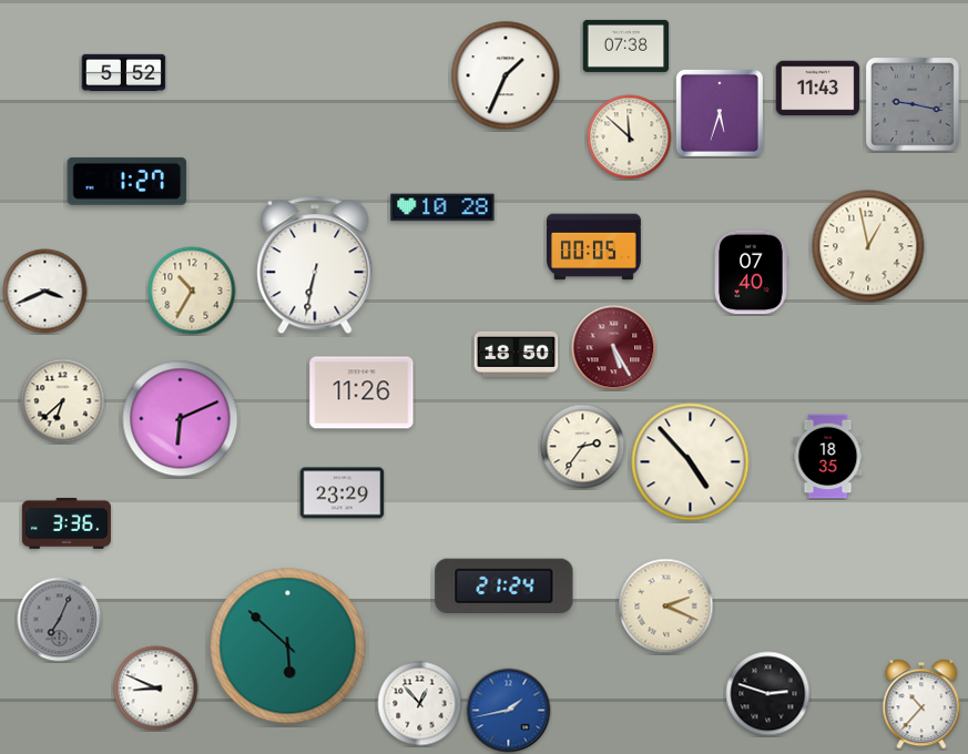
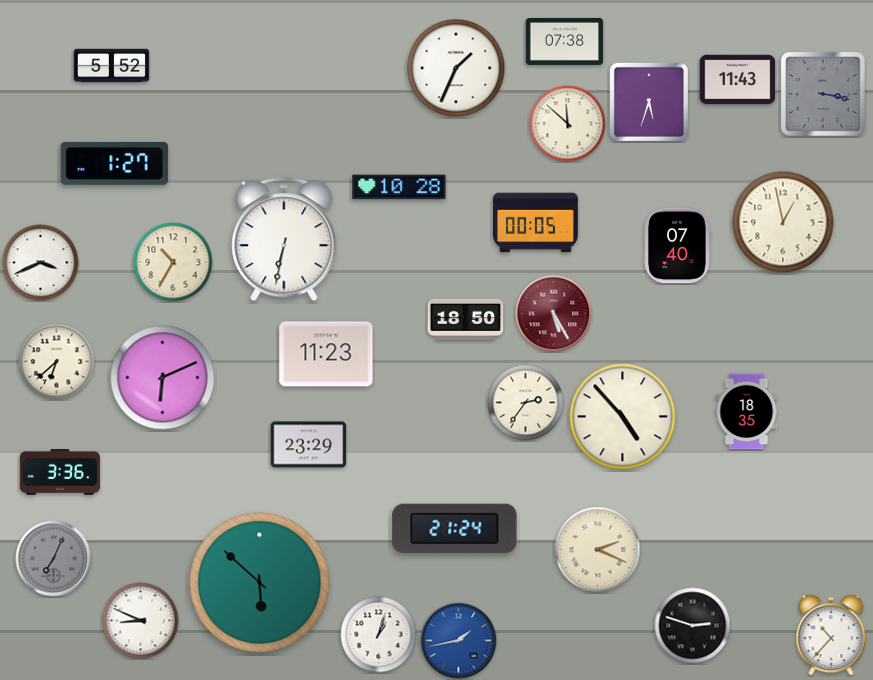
clock at (913, 104): 9:17 -> 3:17
clock at (361, 393): 11:26 -> 11:23
clock at (666, 607) position: (666, 607) -> (598, 550)
clock at (420, 704): 12:53 -> 1:03
